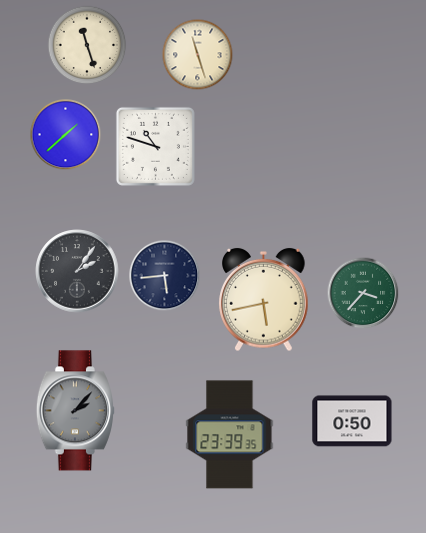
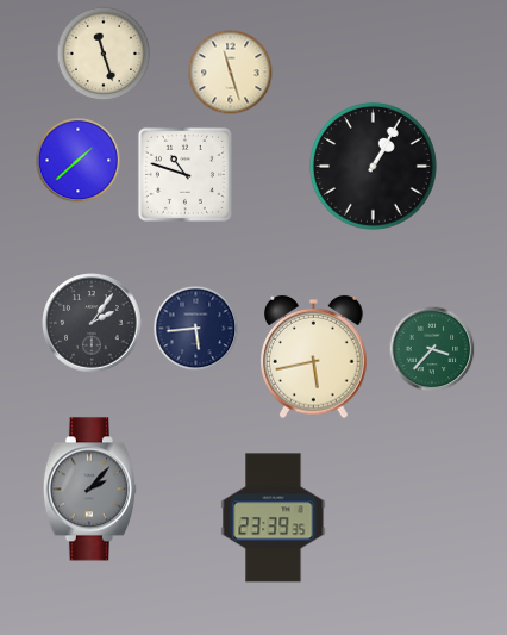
clock at (198, 55) position: (198, 55) -> (231, 73)
clock at (373, 166): none -> 1:05
clock at (352, 421): 0:50 -> none
